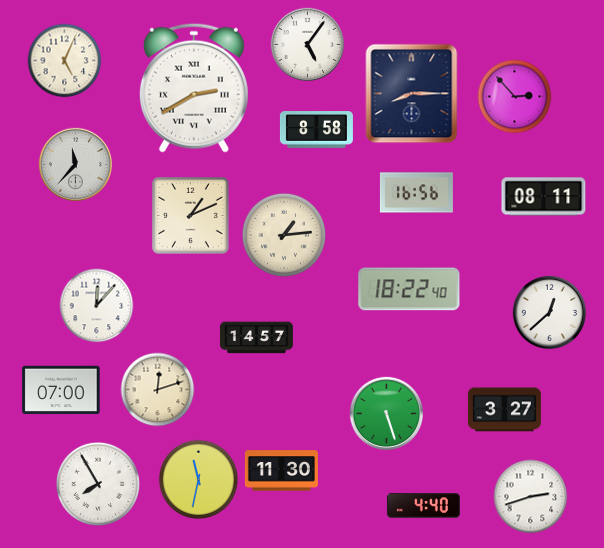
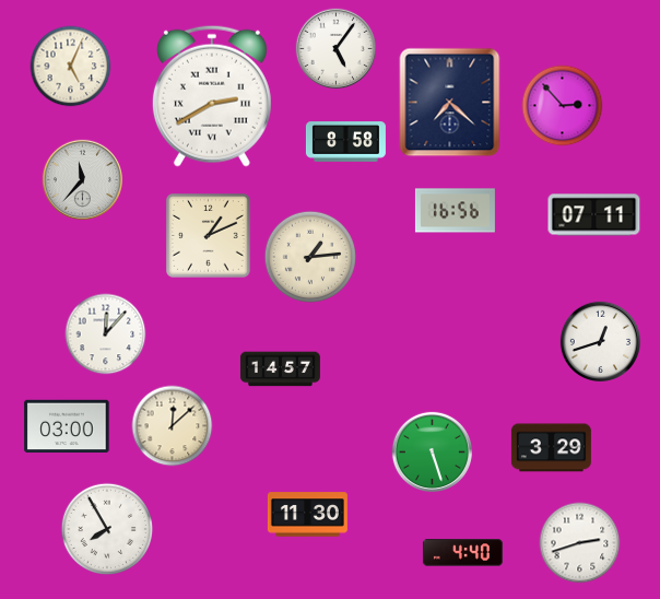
clock at (412, 94): 8:15 -> 7:22
clock at (544, 197): 08:11 -> 07:11
clock at (409, 289): 18:22 -> none
clock at (549, 312): 12:38 -> 12:42
clock at (61, 390): 07:00 -> 03:00
clock at (158, 390): 12:12 -> 12:08
clock at (504, 410): 3:27 -> 3:29
clock at (386, 413) position: (386, 413) -> (432, 451)
clock at (199, 480): 11:32 -> none
